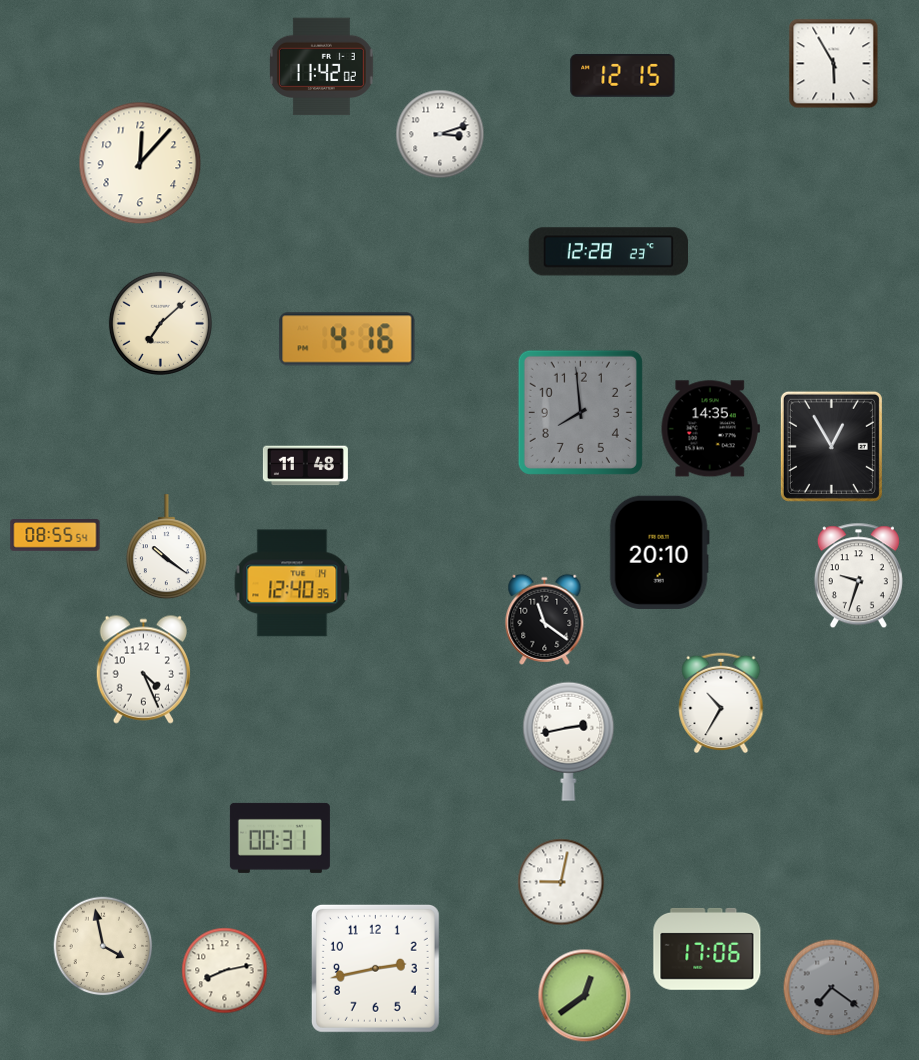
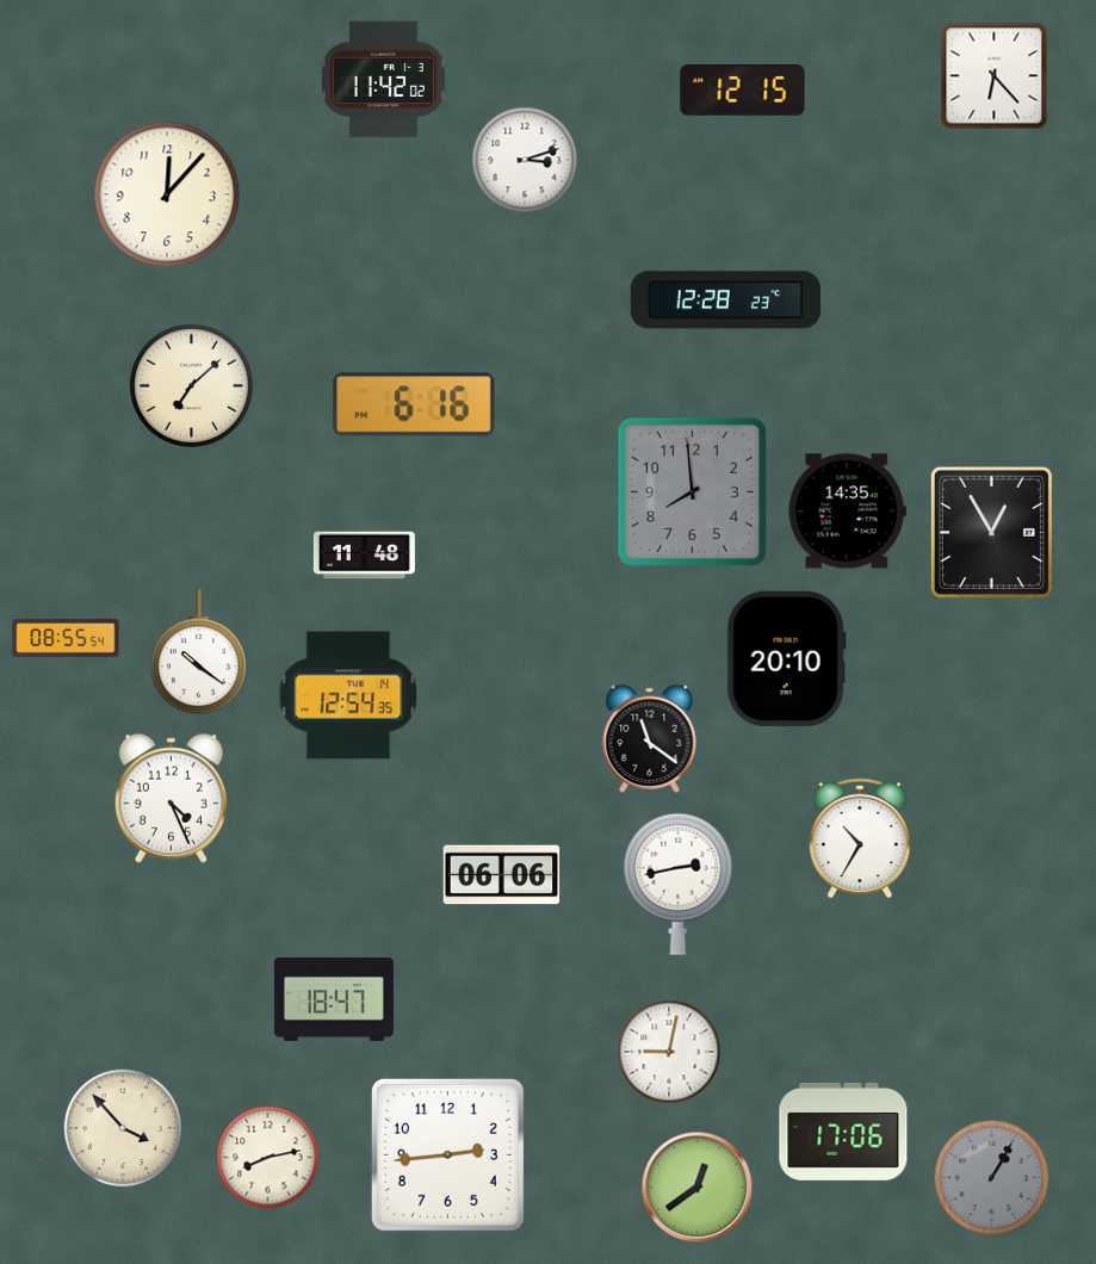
clock at (834, 64): 5:55 -> 6:23
clock at (347, 339): 4:16 -> 6:16
clock at (858, 576): 9:33 -> none
clock at (292, 583): 12:40 -> 12:54
clock at (502, 875): none -> 06:06
clock at (280, 838): 00:31 -> 18:47
clock at (103, 946): 3:58 -> 3:53
clock at (375, 968): 2:43 -> 2:44
clock at (832, 988): 7:21 -> 1:05
